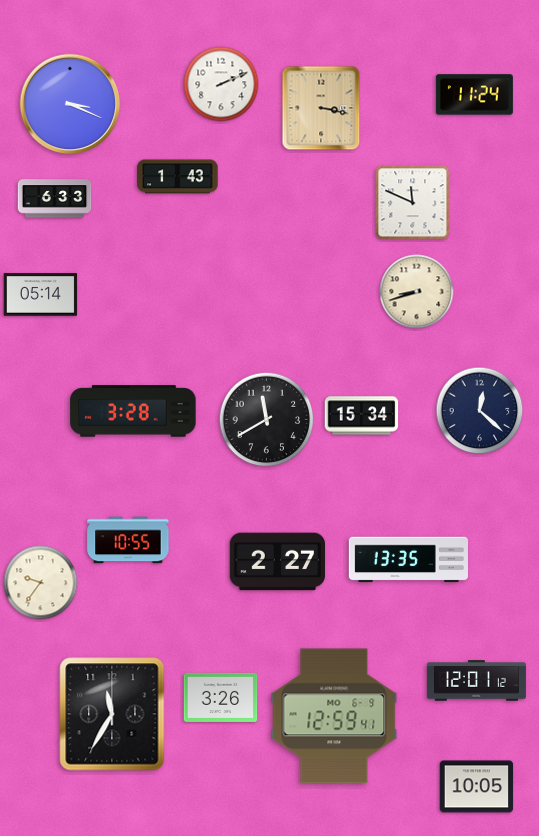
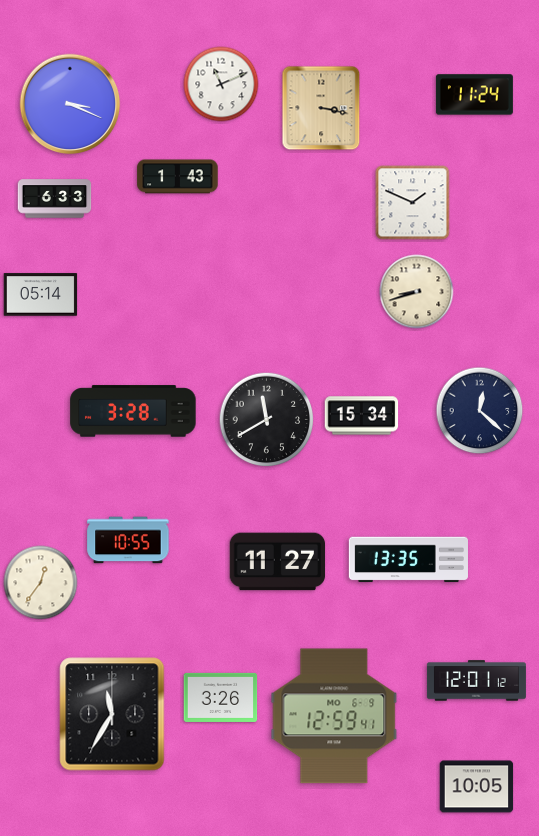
clock at (221, 84): 2:11 -> 11:11
clock at (413, 203): 11:49 -> 1:49
clock at (278, 562): 2:27 -> 11:27
clock at (41, 583): 9:36 -> 12:36
